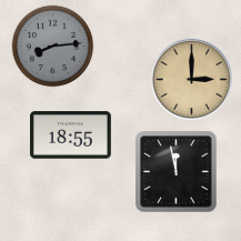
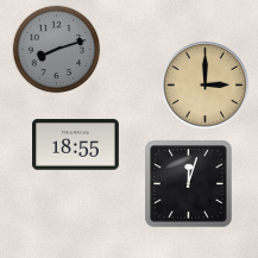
clock at (53, 47): 8:14 -> 8:12
clock at (177, 172): 11:58 -> 12:03
